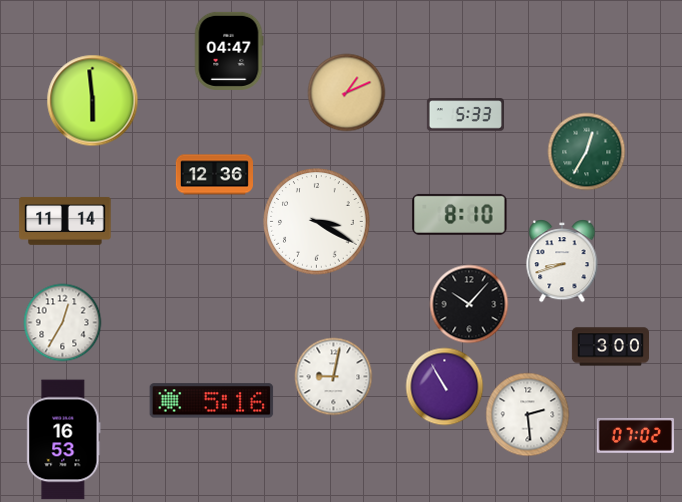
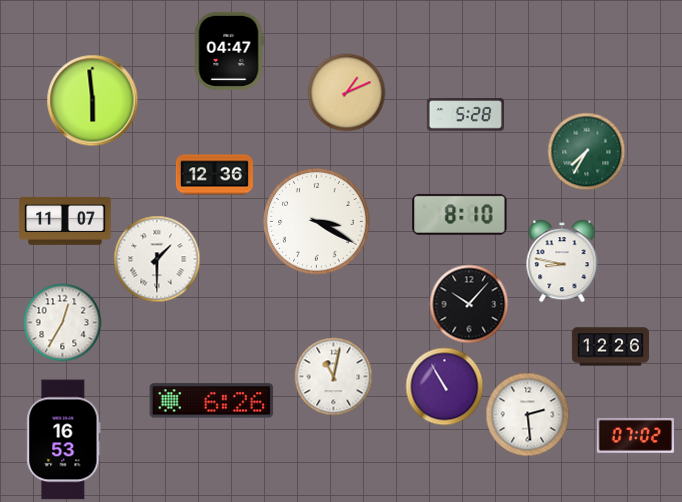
clock at (465, 115): 5:33 -> 5:28
clock at (586, 151): 12:35 -> 7:35
clock at (65, 221): 11:14 -> 11:07
clock at (157, 259): none -> 1:30
clock at (562, 261): 8:42 -> 8:47
clock at (610, 347): 3:00 -> 12:26
clock at (333, 376): 9:02 -> 11:02
clock at (212, 401): 5:16 -> 6:26
